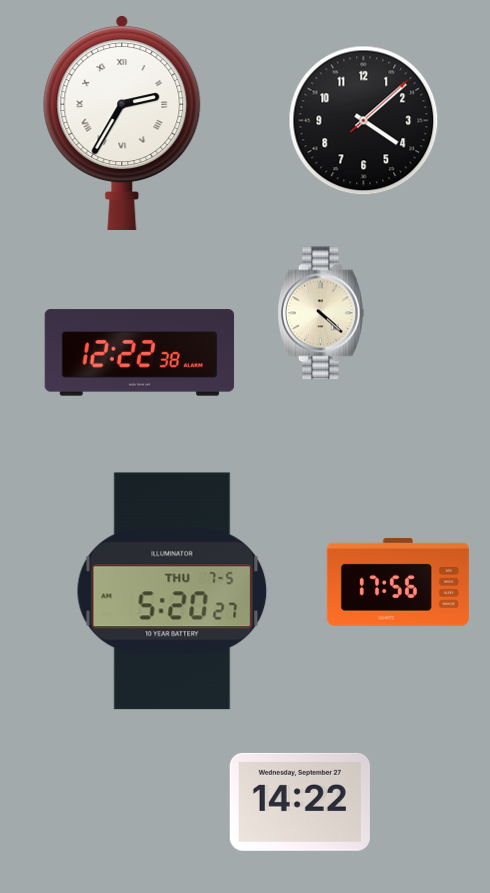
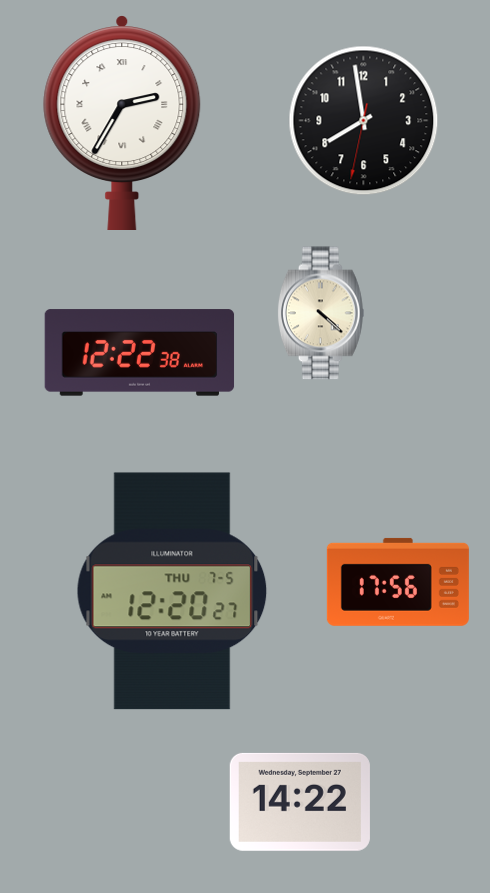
clock at (364, 121): 4:08 -> 7:58
clock at (172, 591): 5:20 -> 12:20
